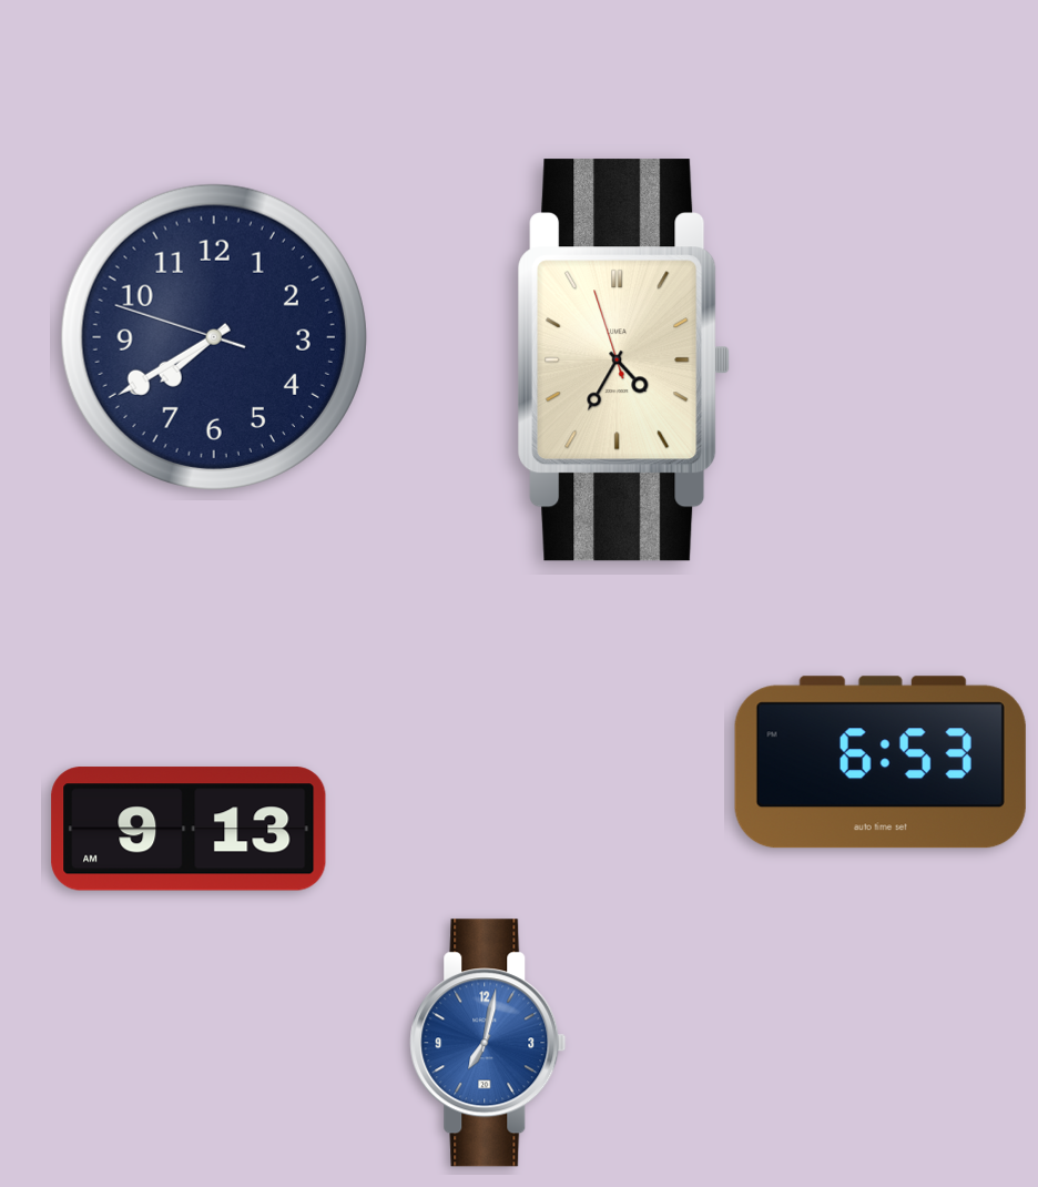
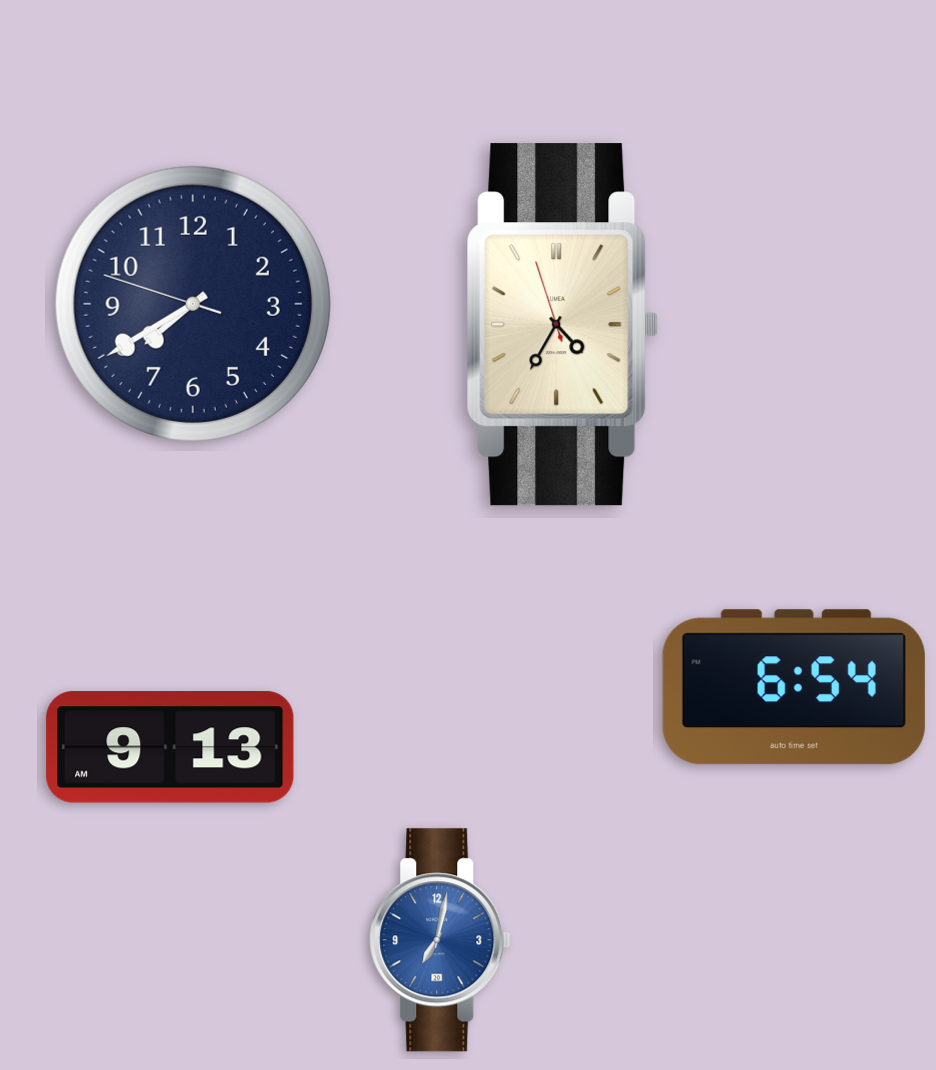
clock at (881, 762): 6:53 -> 6:54
